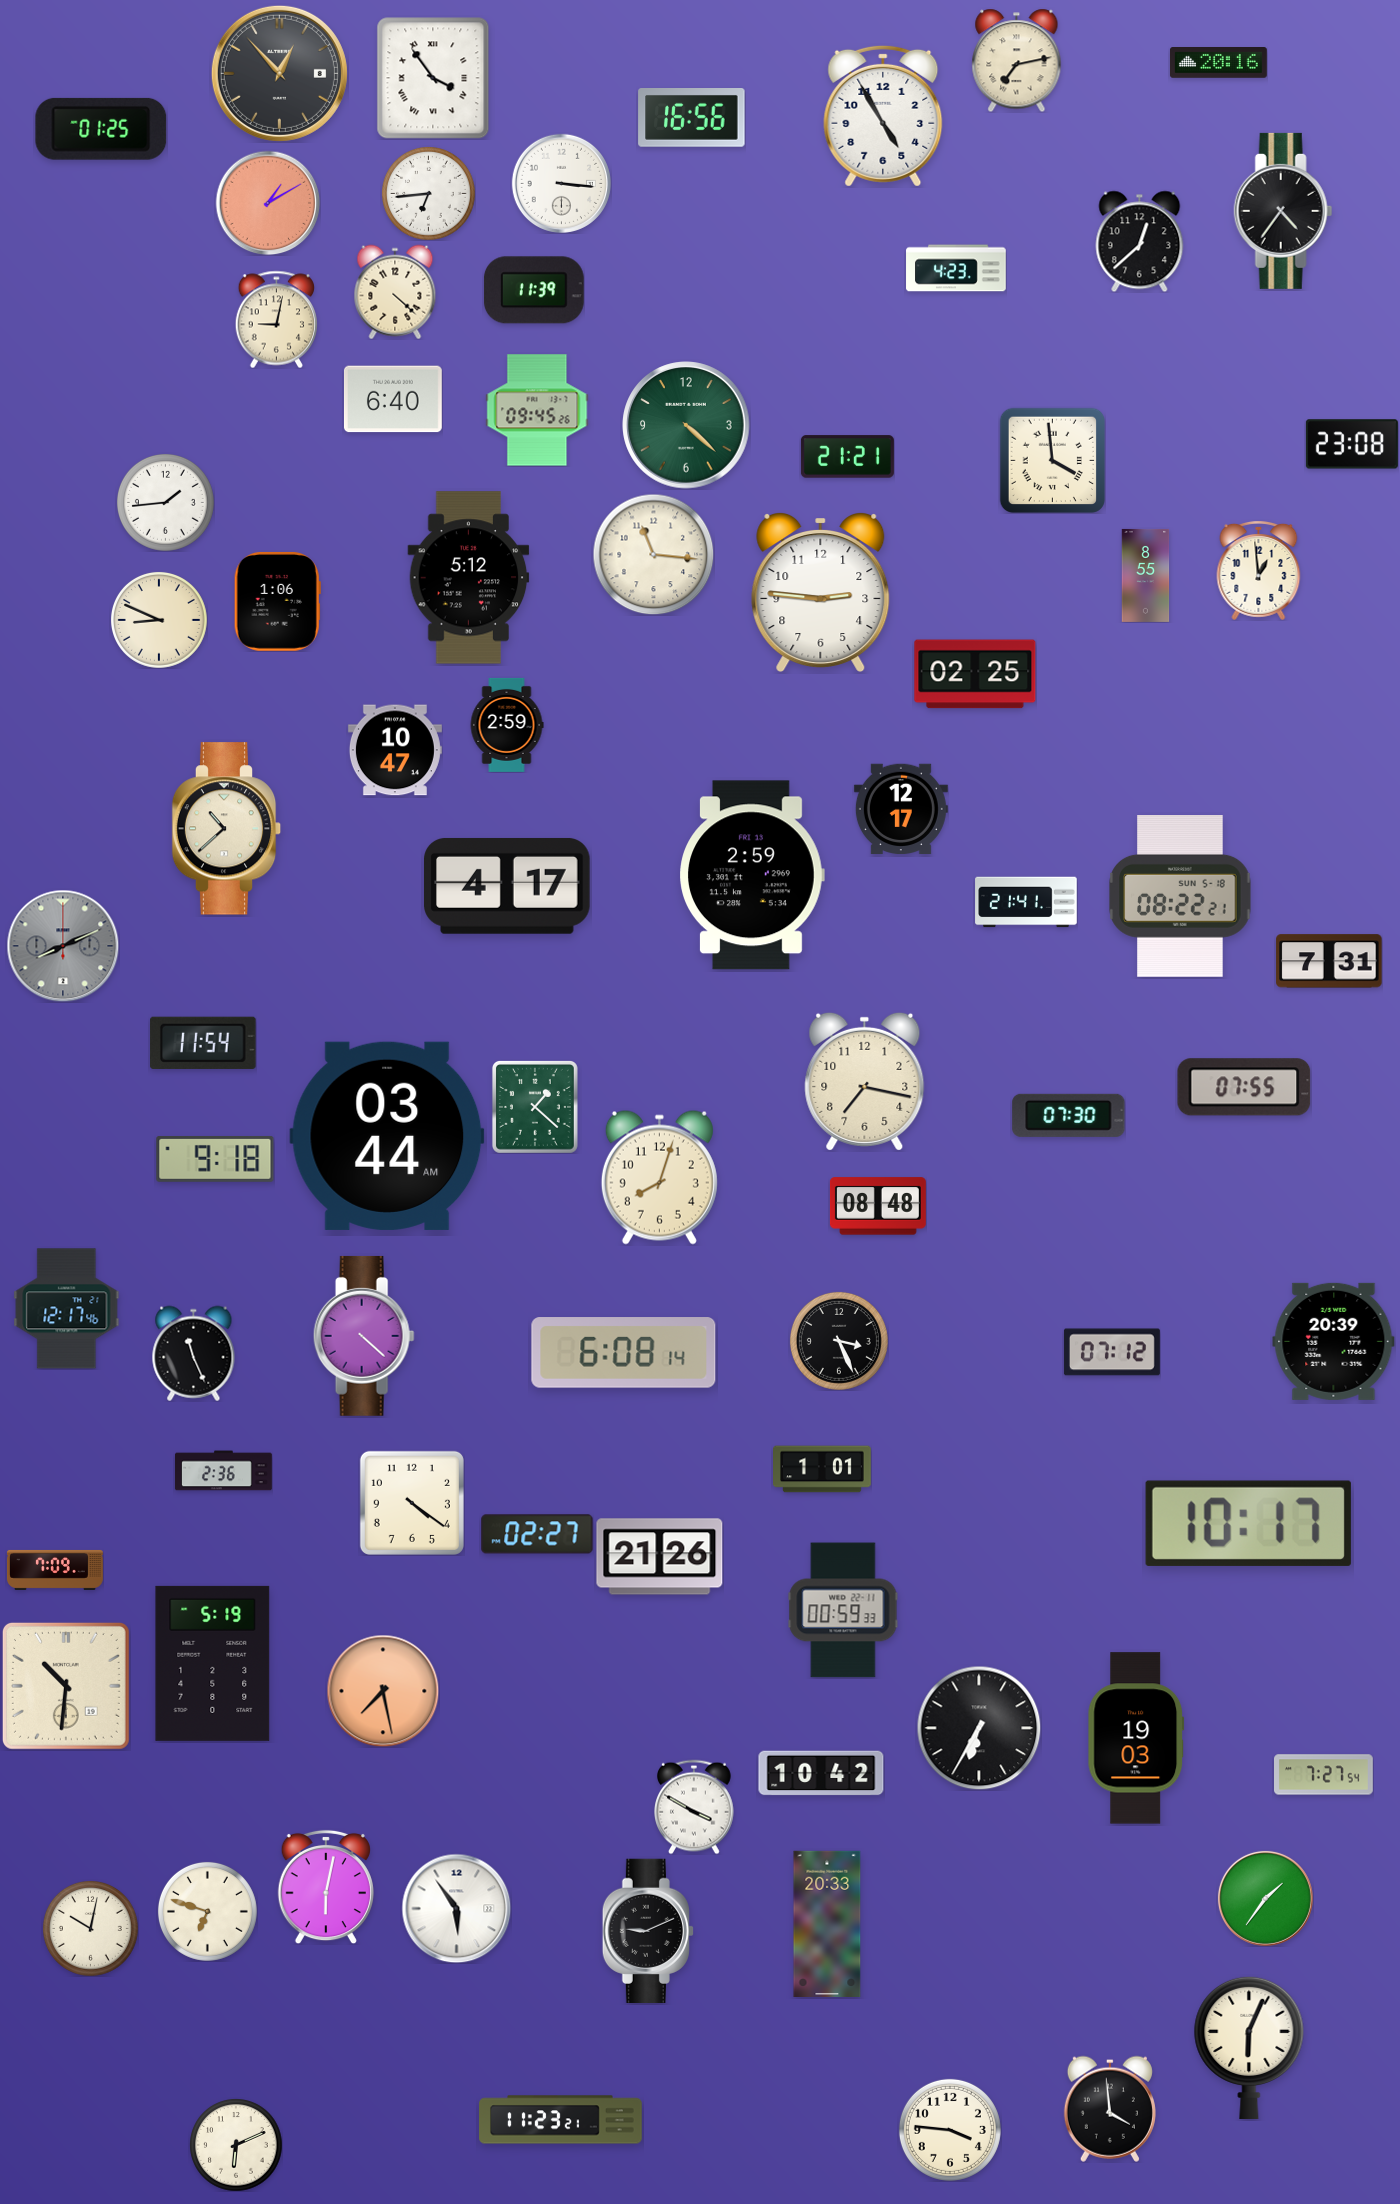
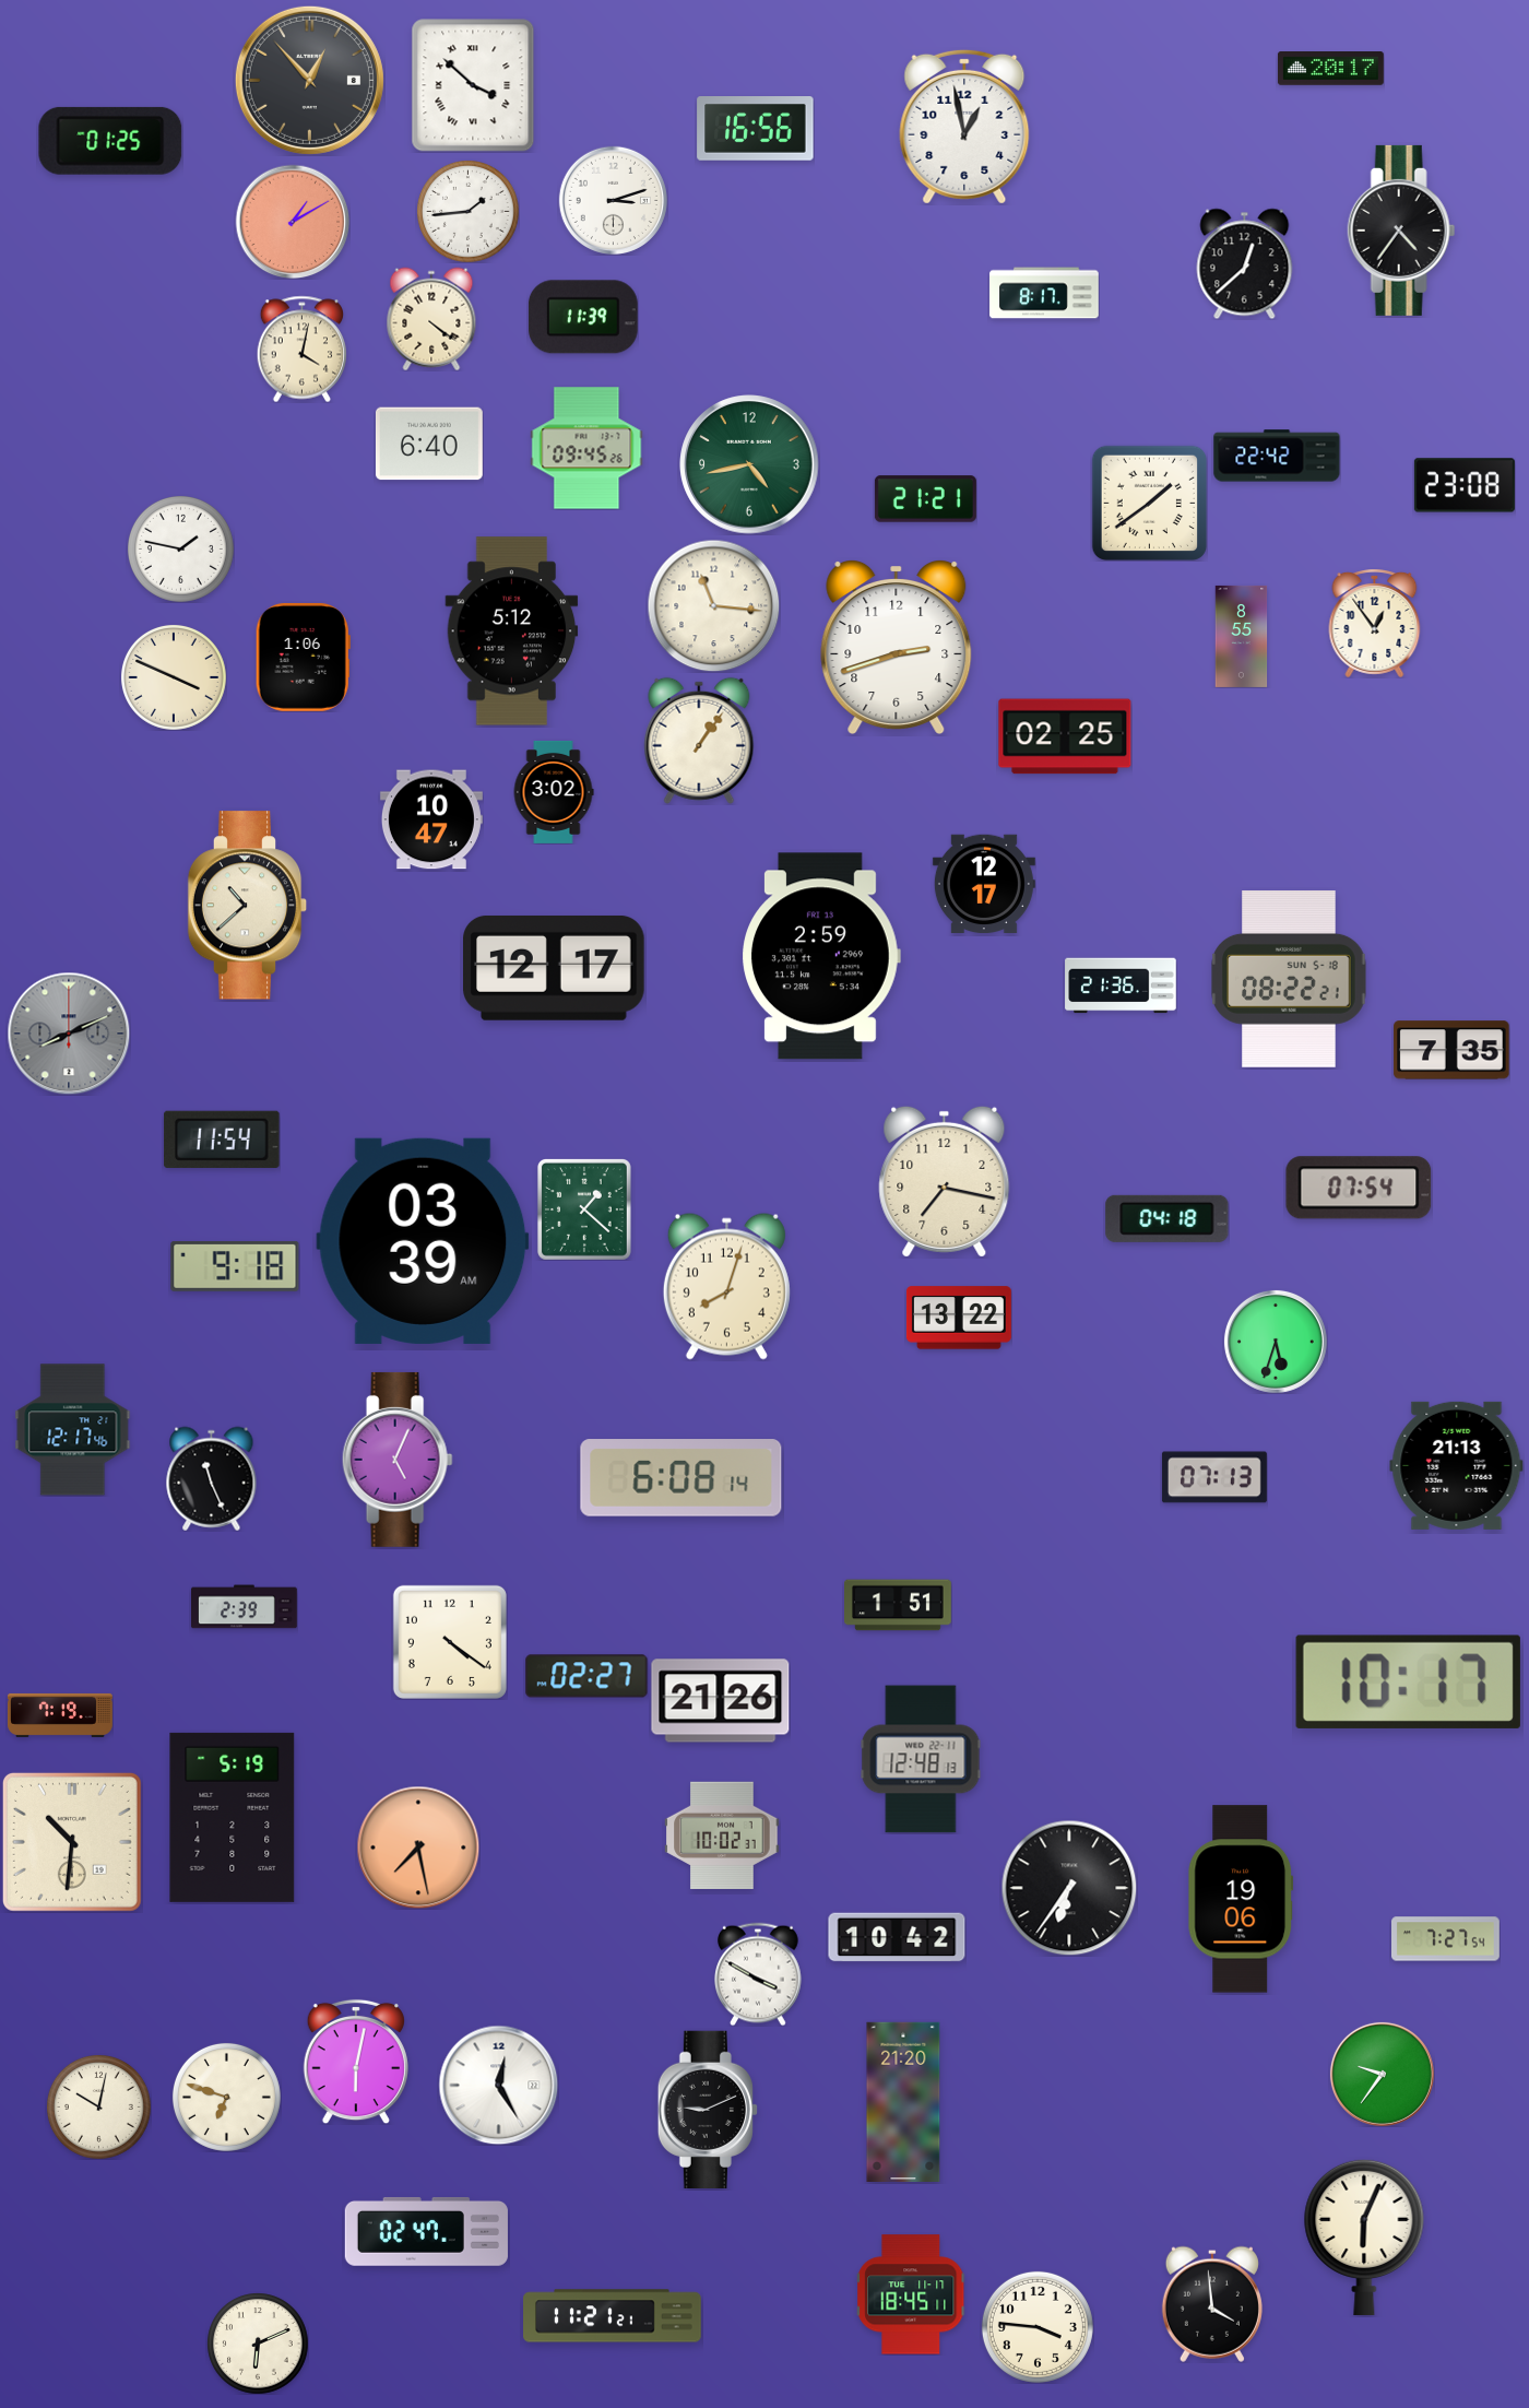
clock at (1017, 60): 7:13 -> none
clock at (1218, 63): 20:16 -> 20:17
clock at (279, 73) position: (279, 73) -> (309, 80)
clock at (433, 78): 3:54 -> 3:52
clock at (883, 116): 4:55 -> 12:58
clock at (561, 183): 3:16 -> 3:12
clock at (428, 193): 6:44 -> 1:44
clock at (956, 268): 4:23 -> 8:17
clock at (395, 292): 4:22 -> 4:21
clock at (276, 319): 9:02 -> 4:02
clock at (393, 399) position: (393, 399) -> (429, 444)
clock at (1277, 456): none -> 22:42
clock at (686, 425): 4:22 -> 4:43
clock at (1352, 444) position: (1352, 444) -> (1465, 485)
clock at (1052, 460): 3:59 -> 1:39
clock at (165, 502): 1:44 -> 1:47
clock at (1259, 571): 12:59 -> 12:54
clock at (1146, 575) position: (1146, 575) -> (1242, 636)
clock at (821, 592): 2:46 -> 2:42
clock at (159, 620): 8:49 -> 3:49
clock at (699, 741): none -> 1:06
clock at (507, 725): 2:59 -> 3:02
clock at (508, 886): 4:17 -> 12:17
clock at (1026, 902): 21:41 -> 21:36
clock at (1329, 961): 7:31 -> 7:35
clock at (1244, 1087): 07:55 -> 07:54
clock at (1069, 1115): 07:30 -> 04:18
clock at (387, 1136): 03:44 -> 03:39
clock at (659, 1177) position: (659, 1177) -> (726, 1286)
clock at (878, 1206): 08:48 -> 13:22
clock at (1276, 1342): none -> 5:33
clock at (364, 1336): 4:22 -> 5:04
clock at (839, 1341): 3:26 -> none
clock at (1334, 1341): 20:39 -> 21:13
clock at (1112, 1352): 07:12 -> 07:13
clock at (823, 1469): 1:01 -> 1:51
clock at (223, 1471): 2:36 -> 2:39
clock at (1248, 1523) position: (1248, 1523) -> (1408, 1681)
clock at (55, 1570): 7:09 -> 7:19
clock at (843, 1610): 00:59 -> 12:48
clock at (722, 1835): none -> 10:02
clock at (979, 1728): 6:35 -> 6:36
clock at (1136, 1738): 19:03 -> 19:06
clock at (1265, 1898): 1:36 -> 9:36
clock at (456, 1908): 5:54 -> 12:25
clock at (207, 1911) position: (207, 1911) -> (226, 2097)
clock at (827, 1923): 20:33 -> 21:20
clock at (426, 2231): none -> 02:47
clock at (912, 2294): none -> 18:45
clock at (561, 2120): 11:23 -> 11:21
